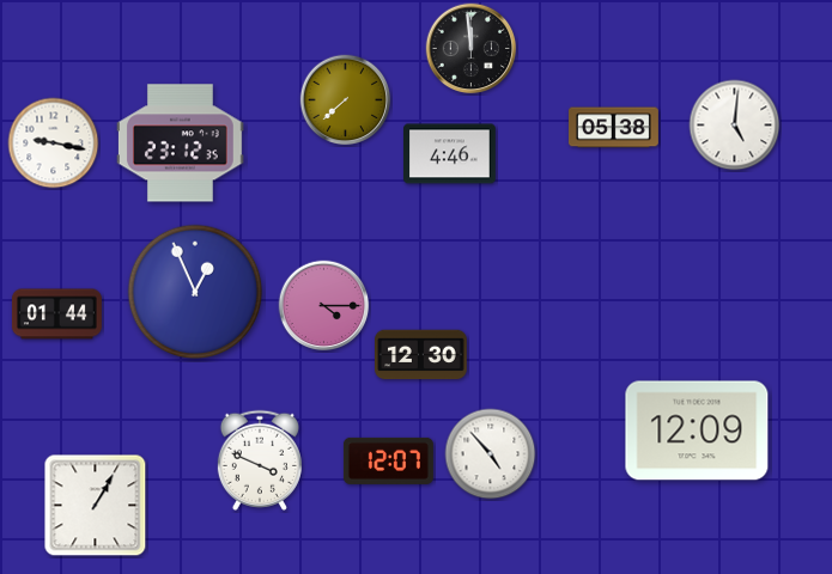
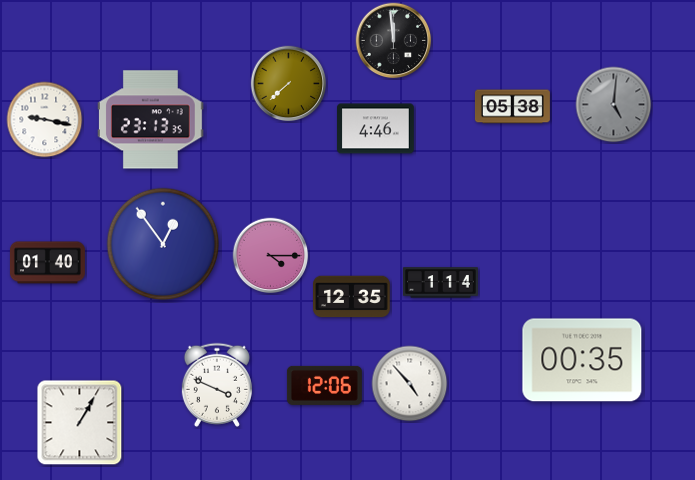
clock at (735, 126) dial: white -> grey
clock at (181, 143): 23:12 -> 23:13
clock at (195, 292): 12:56 -> 12:54
clock at (56, 315): 01:44 -> 01:40
clock at (440, 283): none -> 1:14
clock at (421, 355): 12:30 -> 12:35
clock at (697, 430): 12:09 -> 00:35
clock at (491, 454) position: (491, 454) -> (410, 384)
clock at (388, 460): 12:07 -> 12:06
